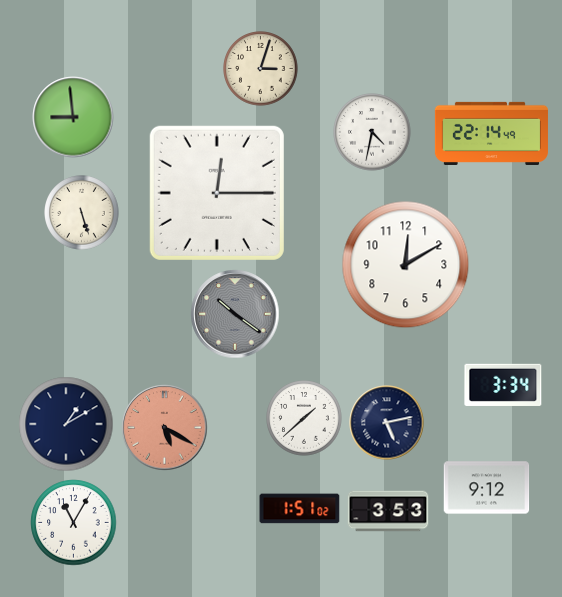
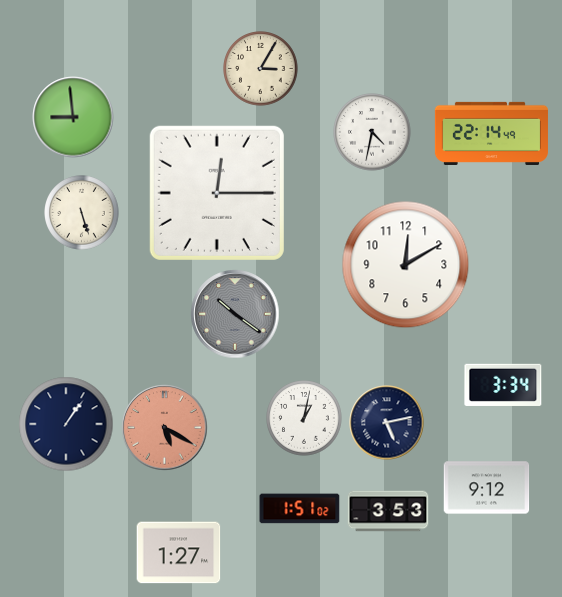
clock at (261, 69): 3:03 -> 3:05
clock at (304, 418): 1:38 -> 1:02
clock at (66, 424): 1:10 -> 1:06
clock at (74, 523): 11:05 -> none
clock at (179, 553): none -> 1:27
